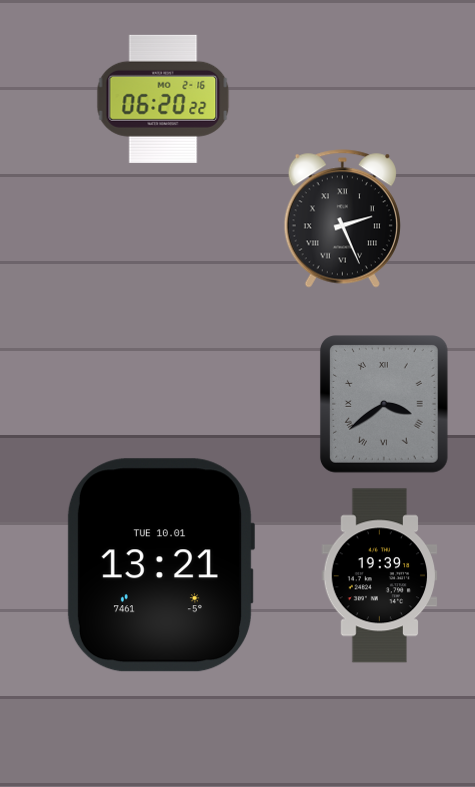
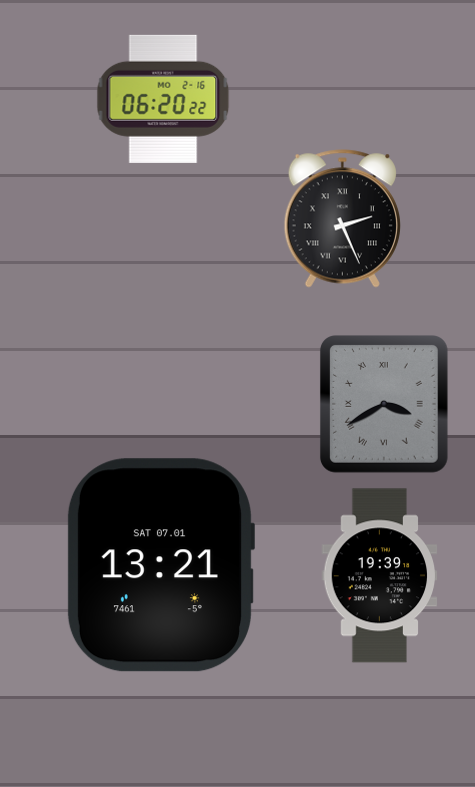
clock at (384, 405): 3:39 -> 3:40
clock at (160, 565) date: TUE 10.01 -> SAT 07.01
